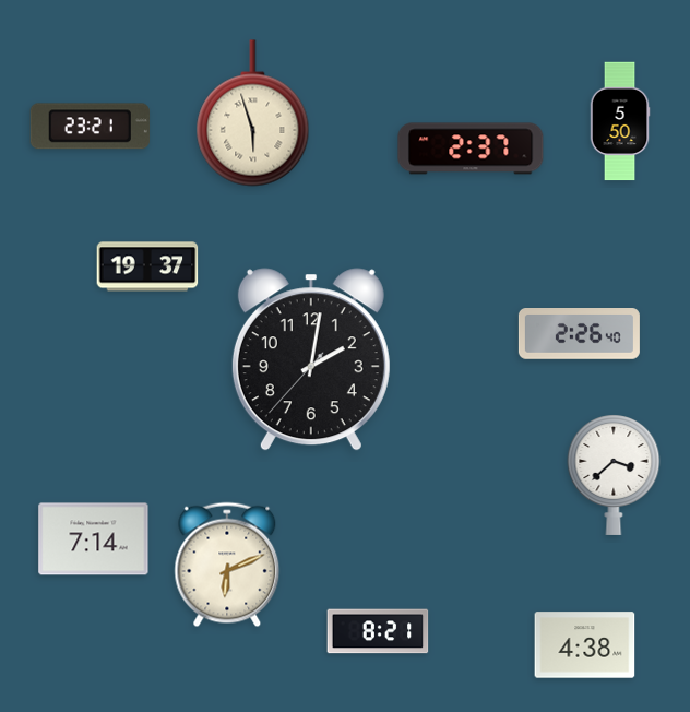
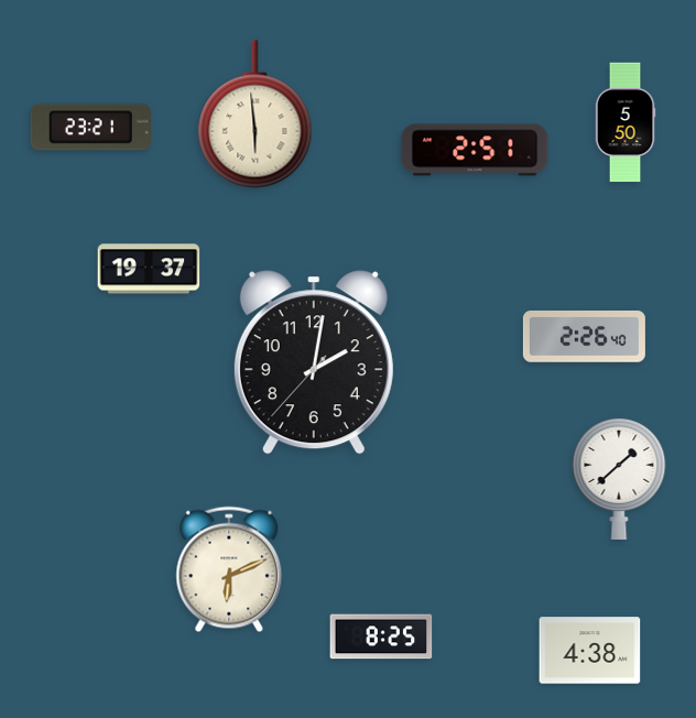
clock at (253, 114): 5:57 -> 5:59
clock at (471, 149): 2:37 -> 2:51
clock at (614, 475): 3:38 -> 1:38
clock at (94, 539): 7:14 -> none
clock at (378, 631): 8:21 -> 8:25
